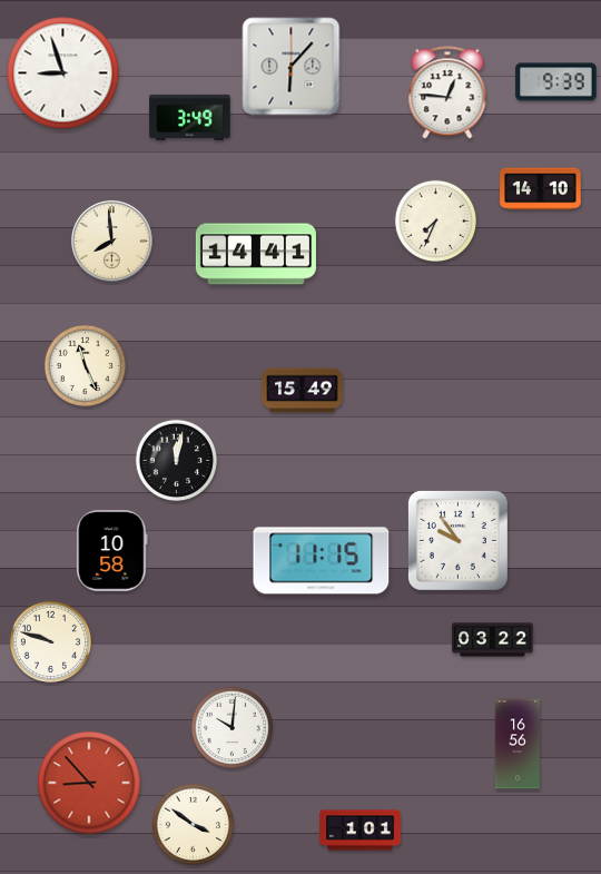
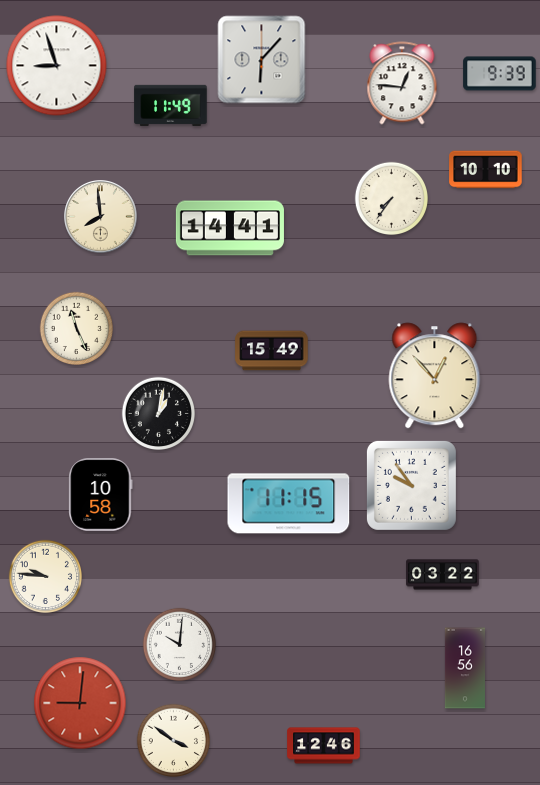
clock at (190, 117): 3:49 -> 11:49
clock at (541, 189): 14:10 -> 10:10
clock at (435, 220): 7:34 -> 7:36
clock at (435, 376): none -> 12:53
clock at (176, 460): 12:02 -> 1:02
clock at (50, 641): 9:48 -> 9:46
clock at (231, 727) position: (231, 727) -> (179, 644)
clock at (89, 783): 8:53 -> 9:01
clock at (361, 831): 1:01 -> 12:46
